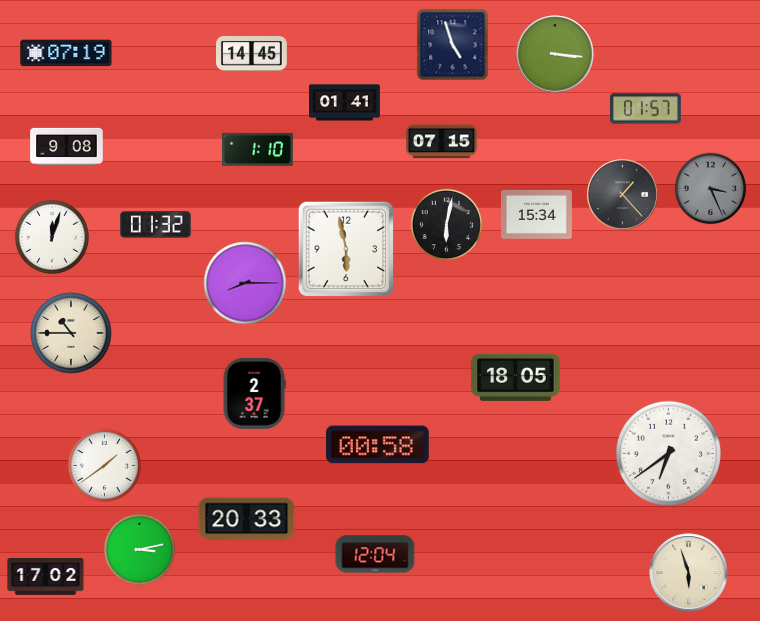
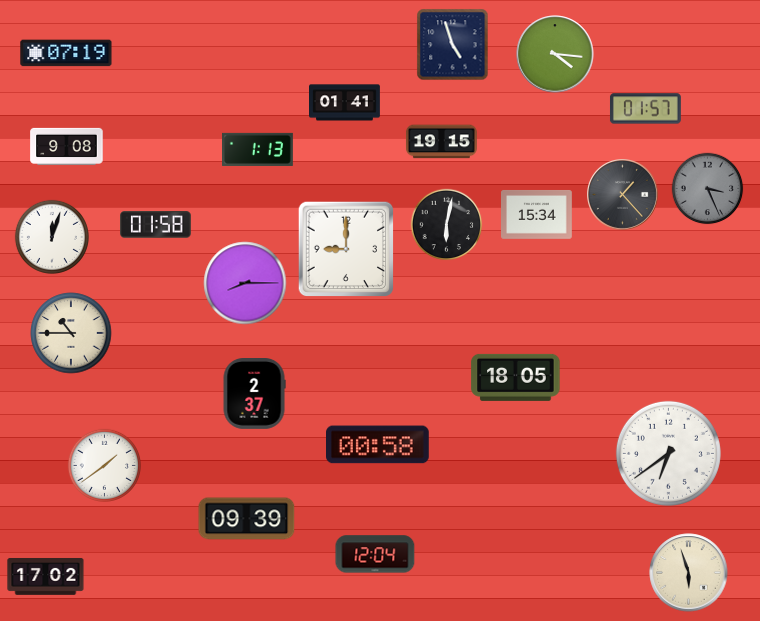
clock at (252, 54): 14:45 -> none
clock at (555, 54): 3:16 -> 4:16
clock at (442, 142): 07:15 -> 19:15
clock at (258, 149): 1:10 -> 1:13
clock at (711, 189) position: (711, 189) -> (708, 189)
clock at (156, 225): 01:32 -> 01:58
clock at (346, 249): 5:58 -> 9:00
clock at (247, 519): 20:33 -> 09:39
clock at (140, 550): 3:13 -> none
